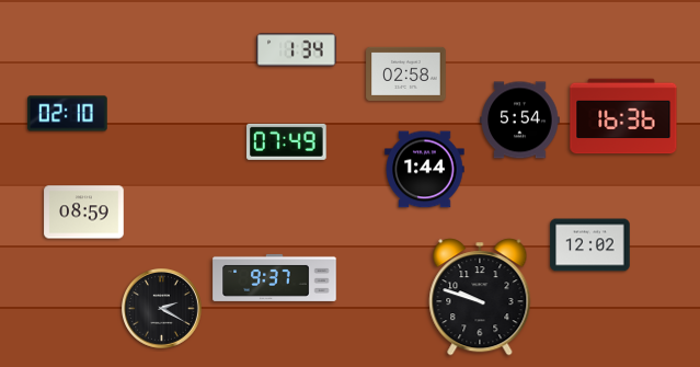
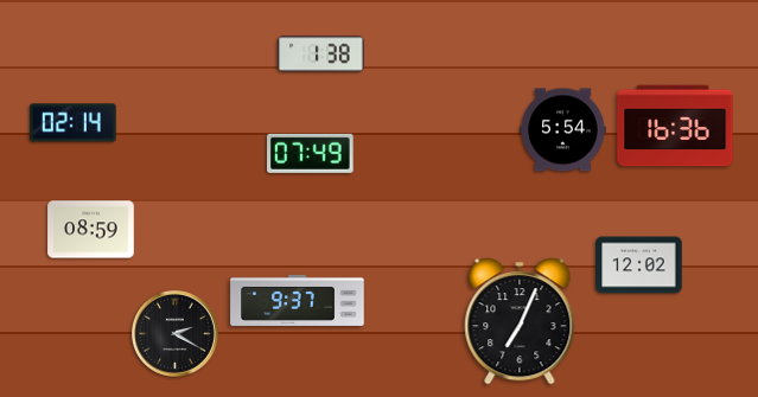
clock at (297, 50): 1:34 -> 1:38
clock at (406, 73): 02:58 -> none
clock at (68, 114): 02:10 -> 02:14
clock at (425, 170): 1:44 -> none
clock at (480, 297): 9:48 -> 7:04
